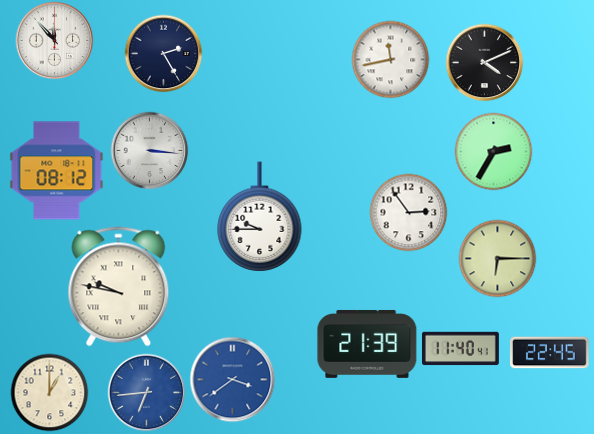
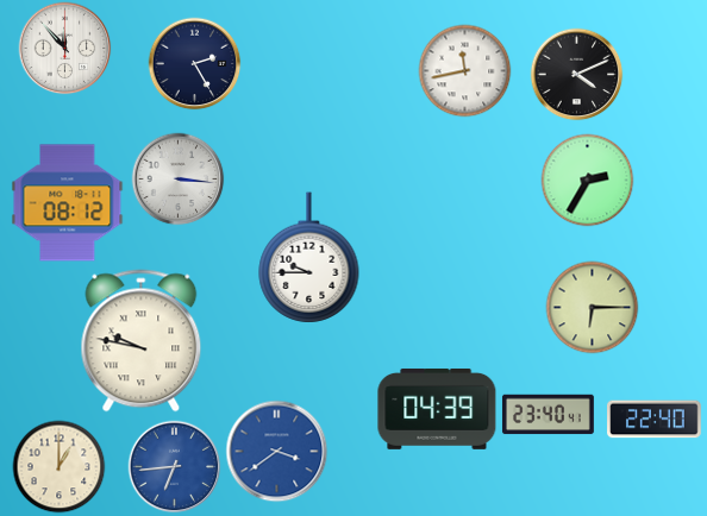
clock at (408, 212): 2:54 -> none
clock at (367, 344): 21:39 -> 04:39
clock at (460, 349): 11:40 -> 23:40
clock at (550, 353): 22:45 -> 22:40
